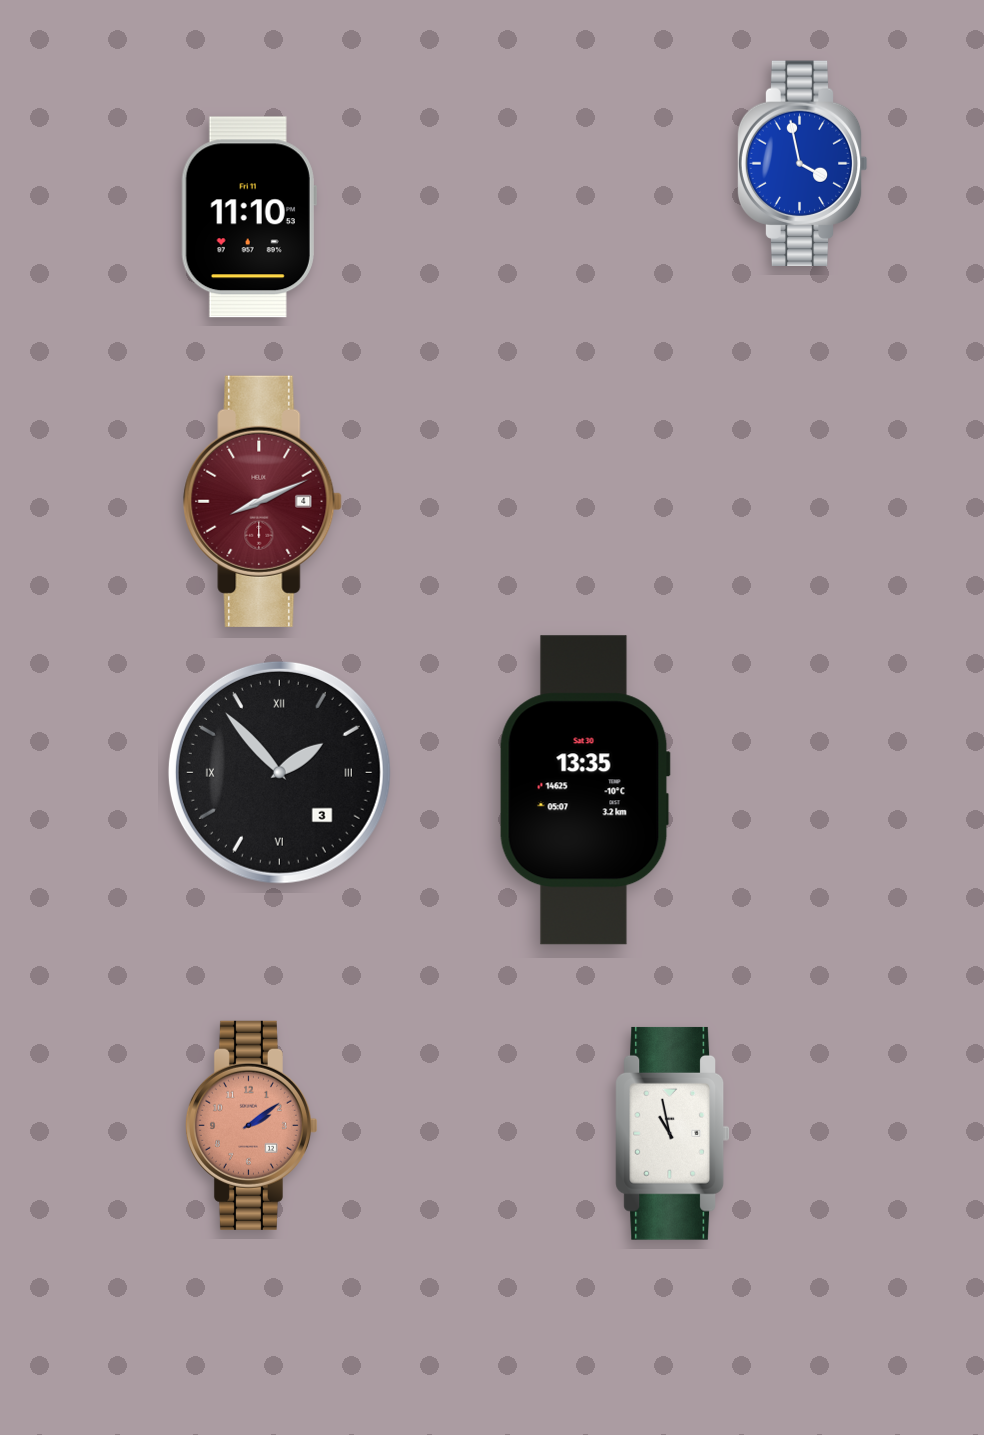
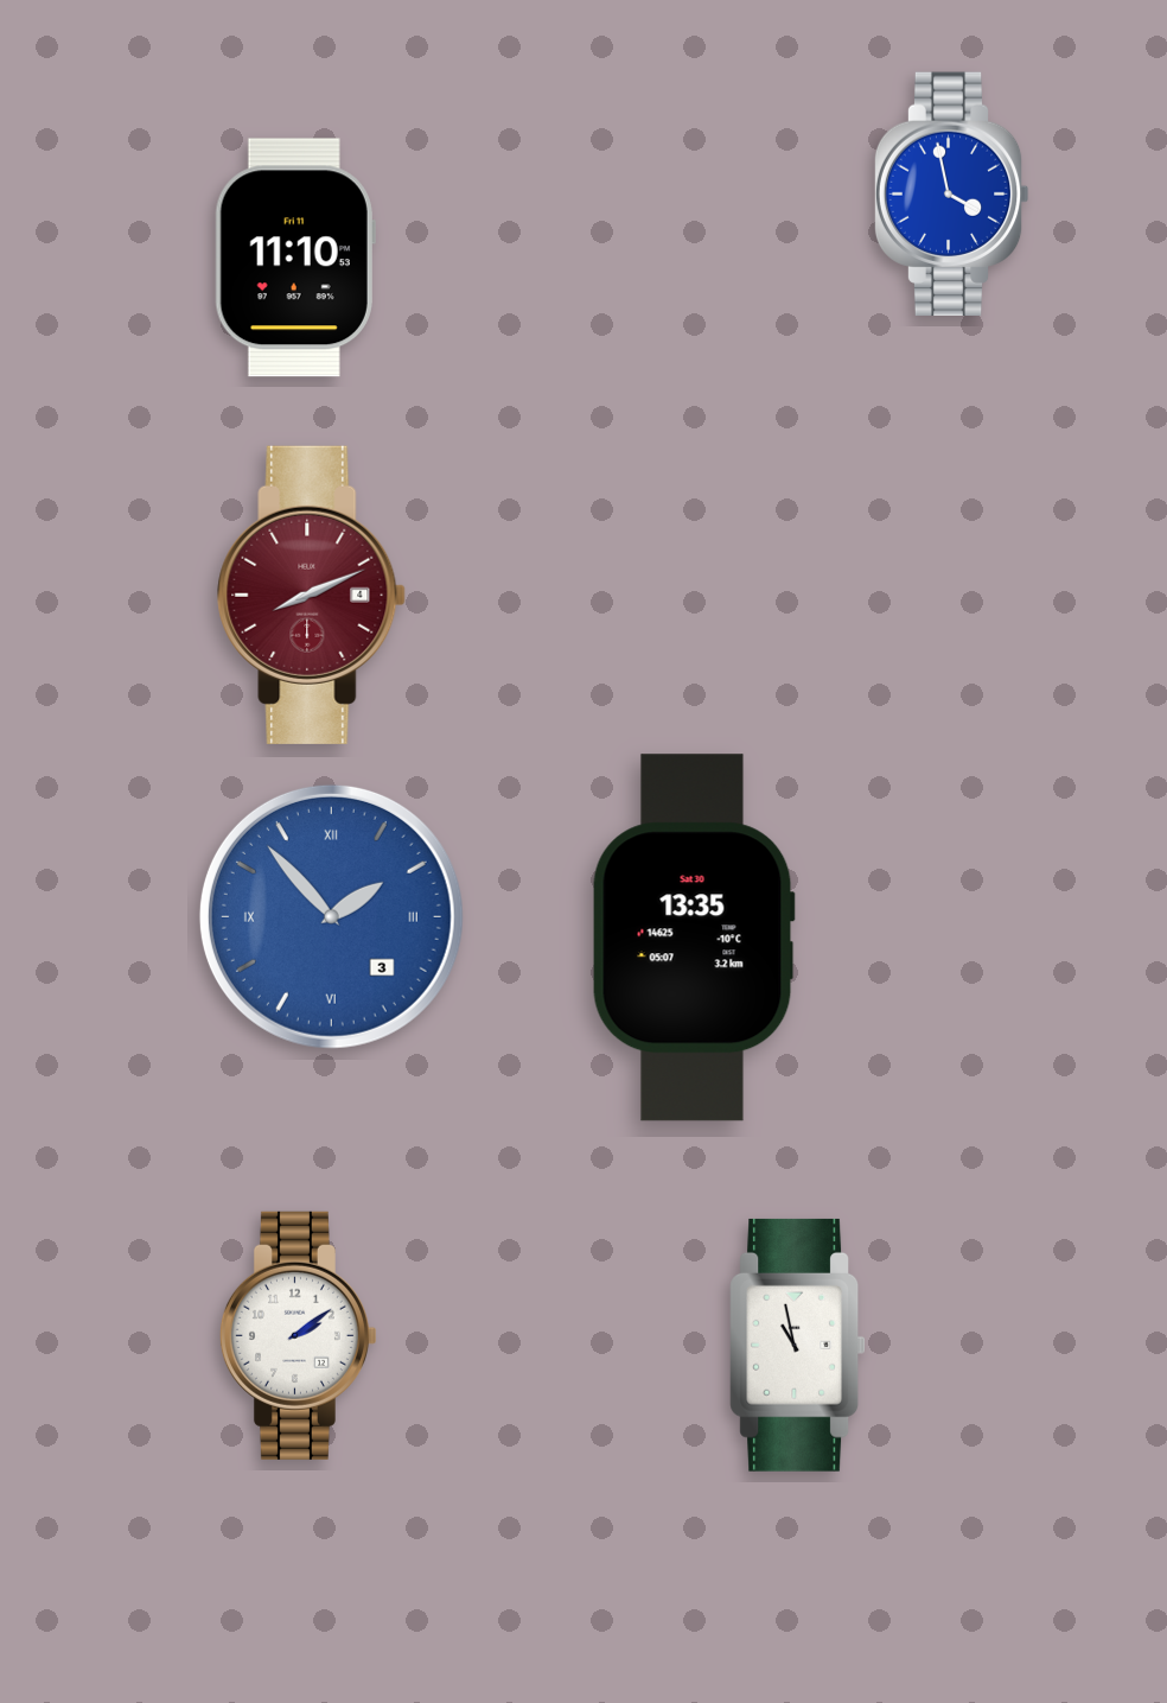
clock at (279, 772) dial: black -> blue
clock at (251, 1125) dial: salmon -> white
